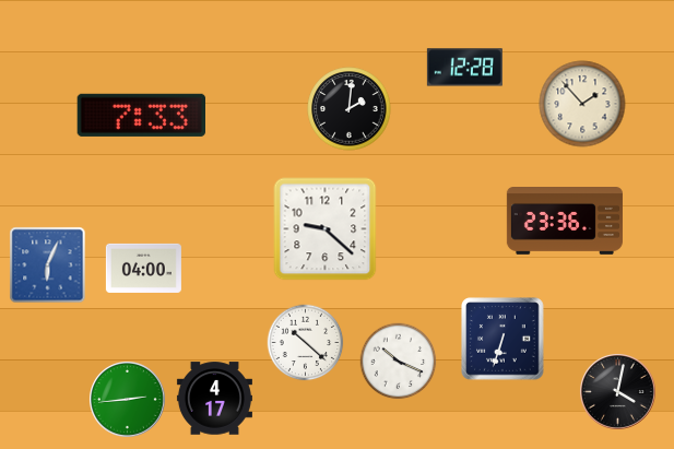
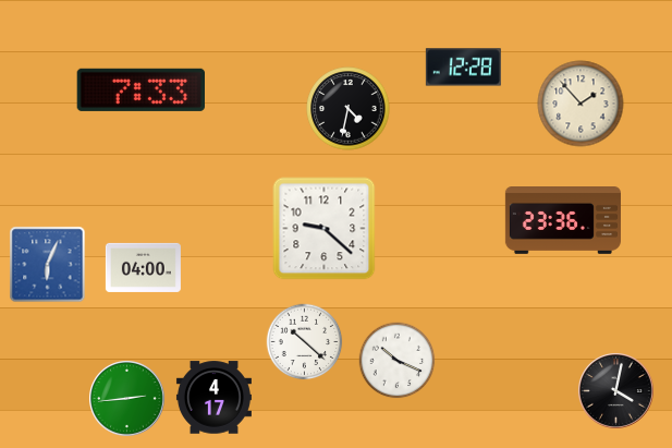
clock at (350, 109): 2:01 -> 4:32
clock at (141, 115) position: (141, 115) -> (140, 89)
clock at (502, 339): 6:33 -> none
